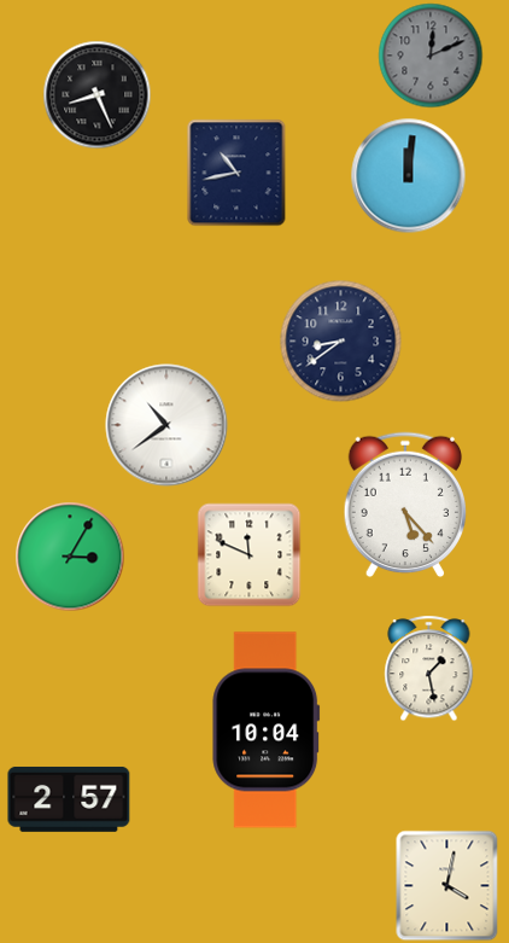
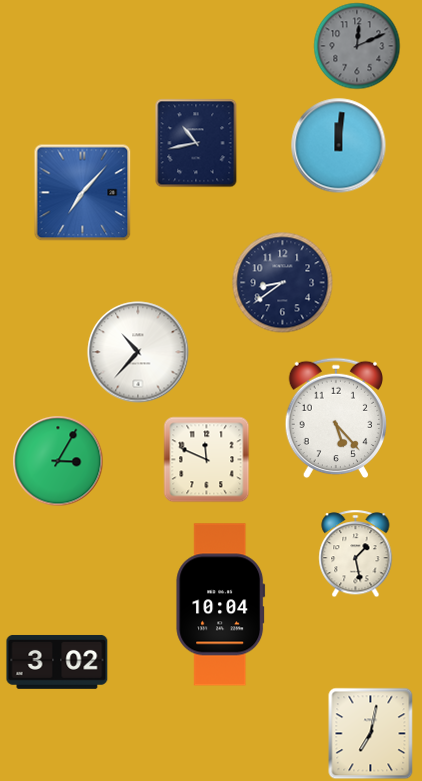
clock at (98, 95): 8:26 -> none
clock at (83, 193): none -> 7:07
clock at (166, 425): 10:39 -> 10:37
clock at (69, 799): 2:57 -> 3:02
clock at (447, 886): 4:02 -> 7:02
